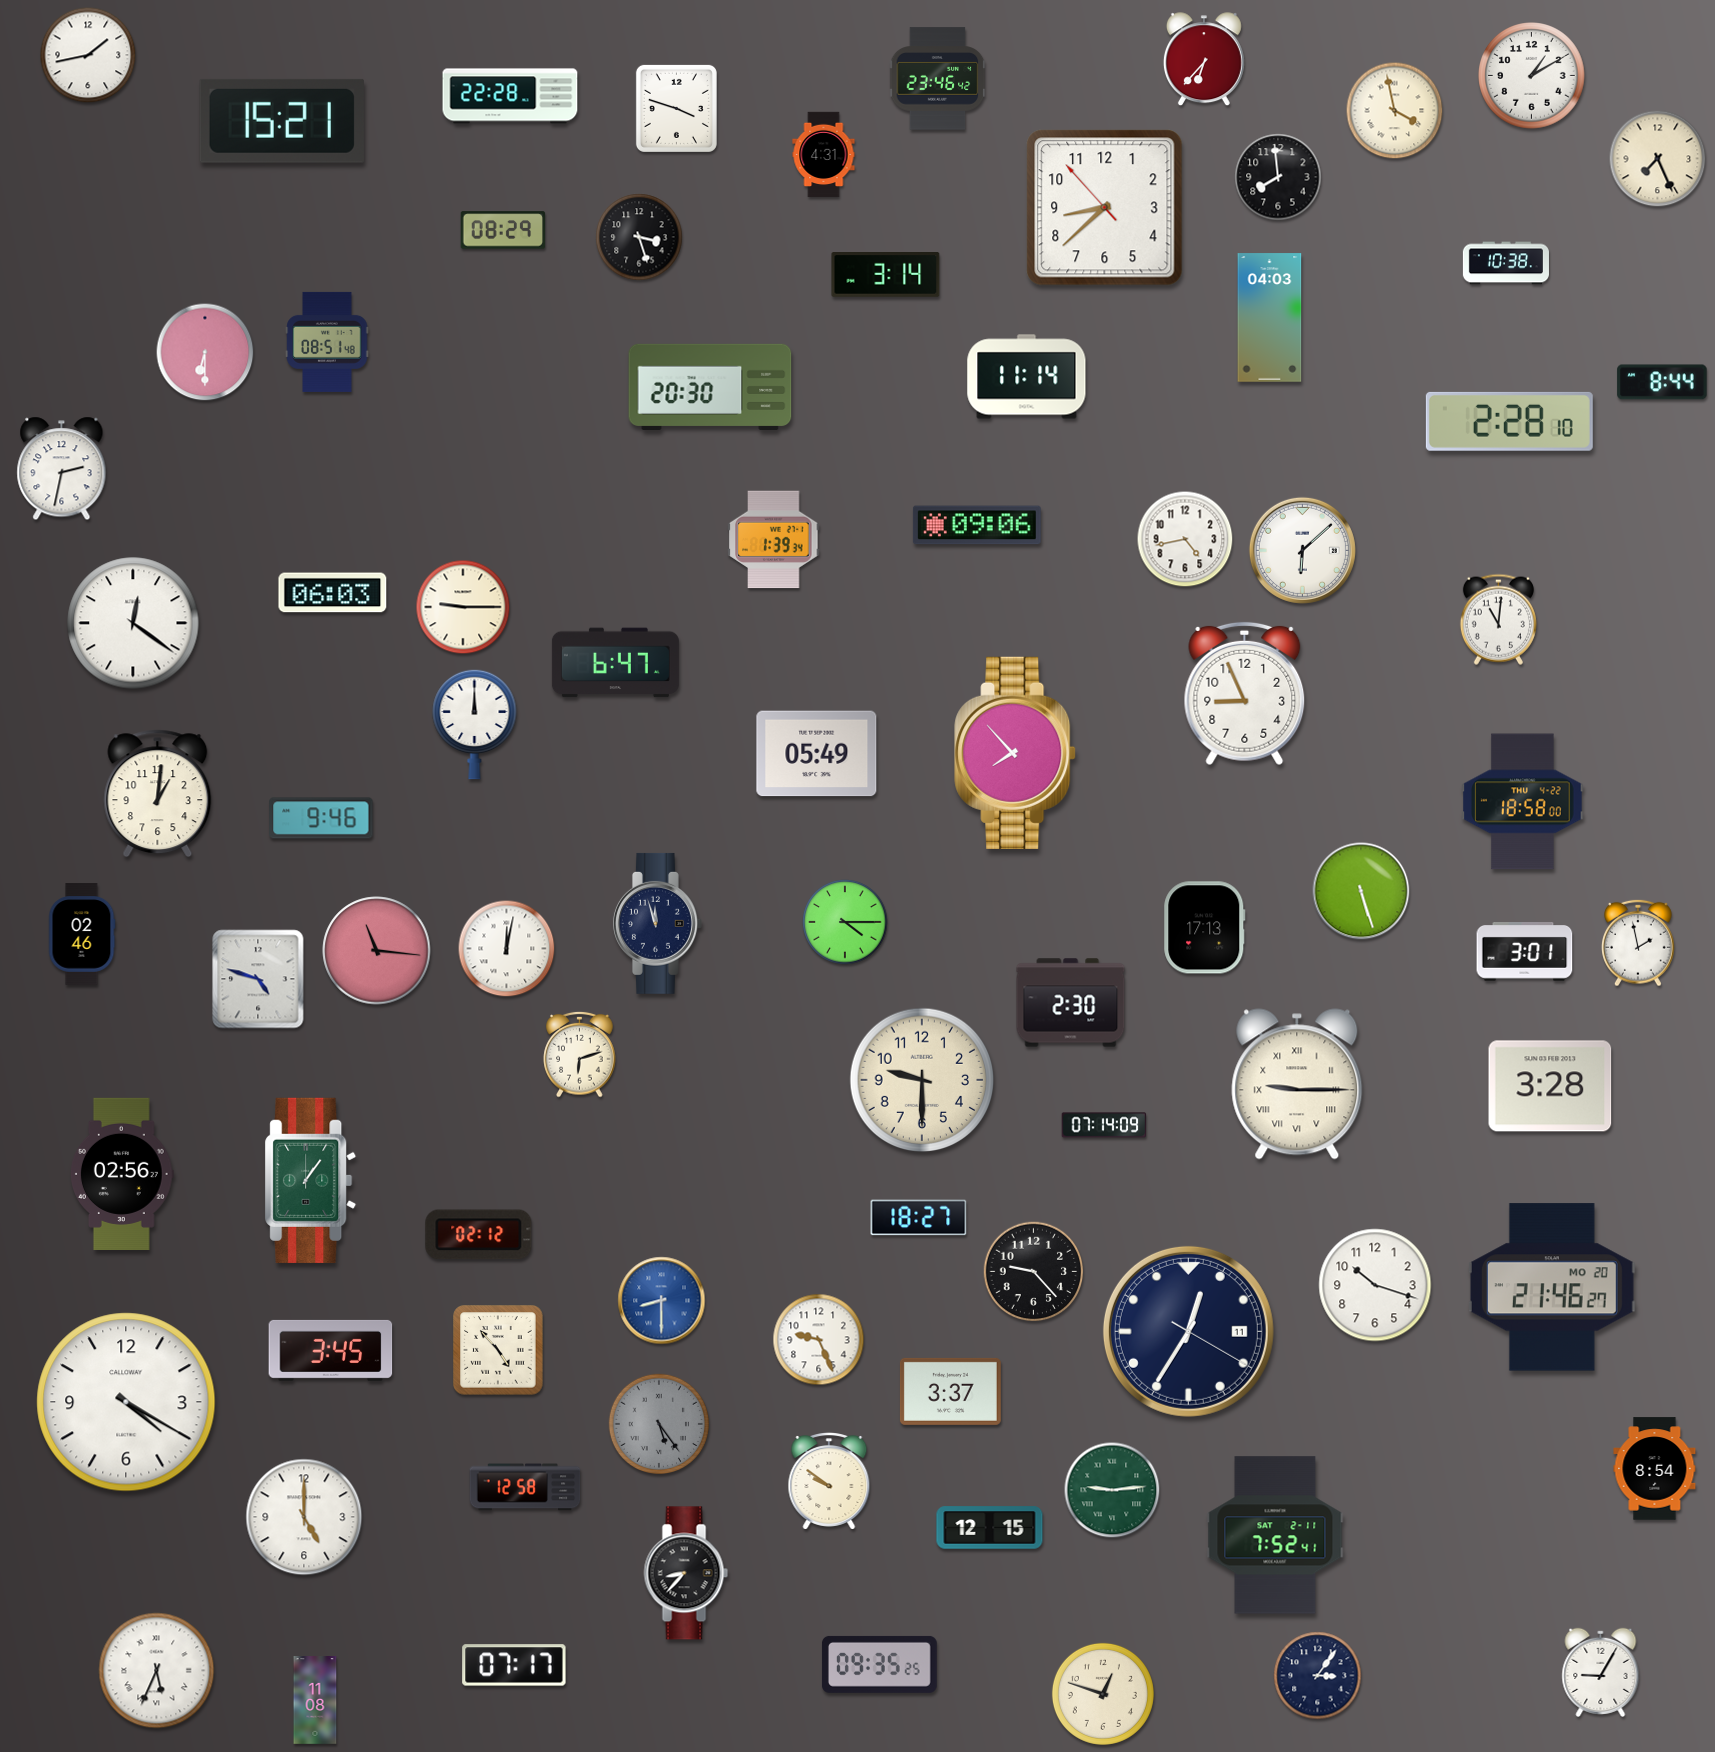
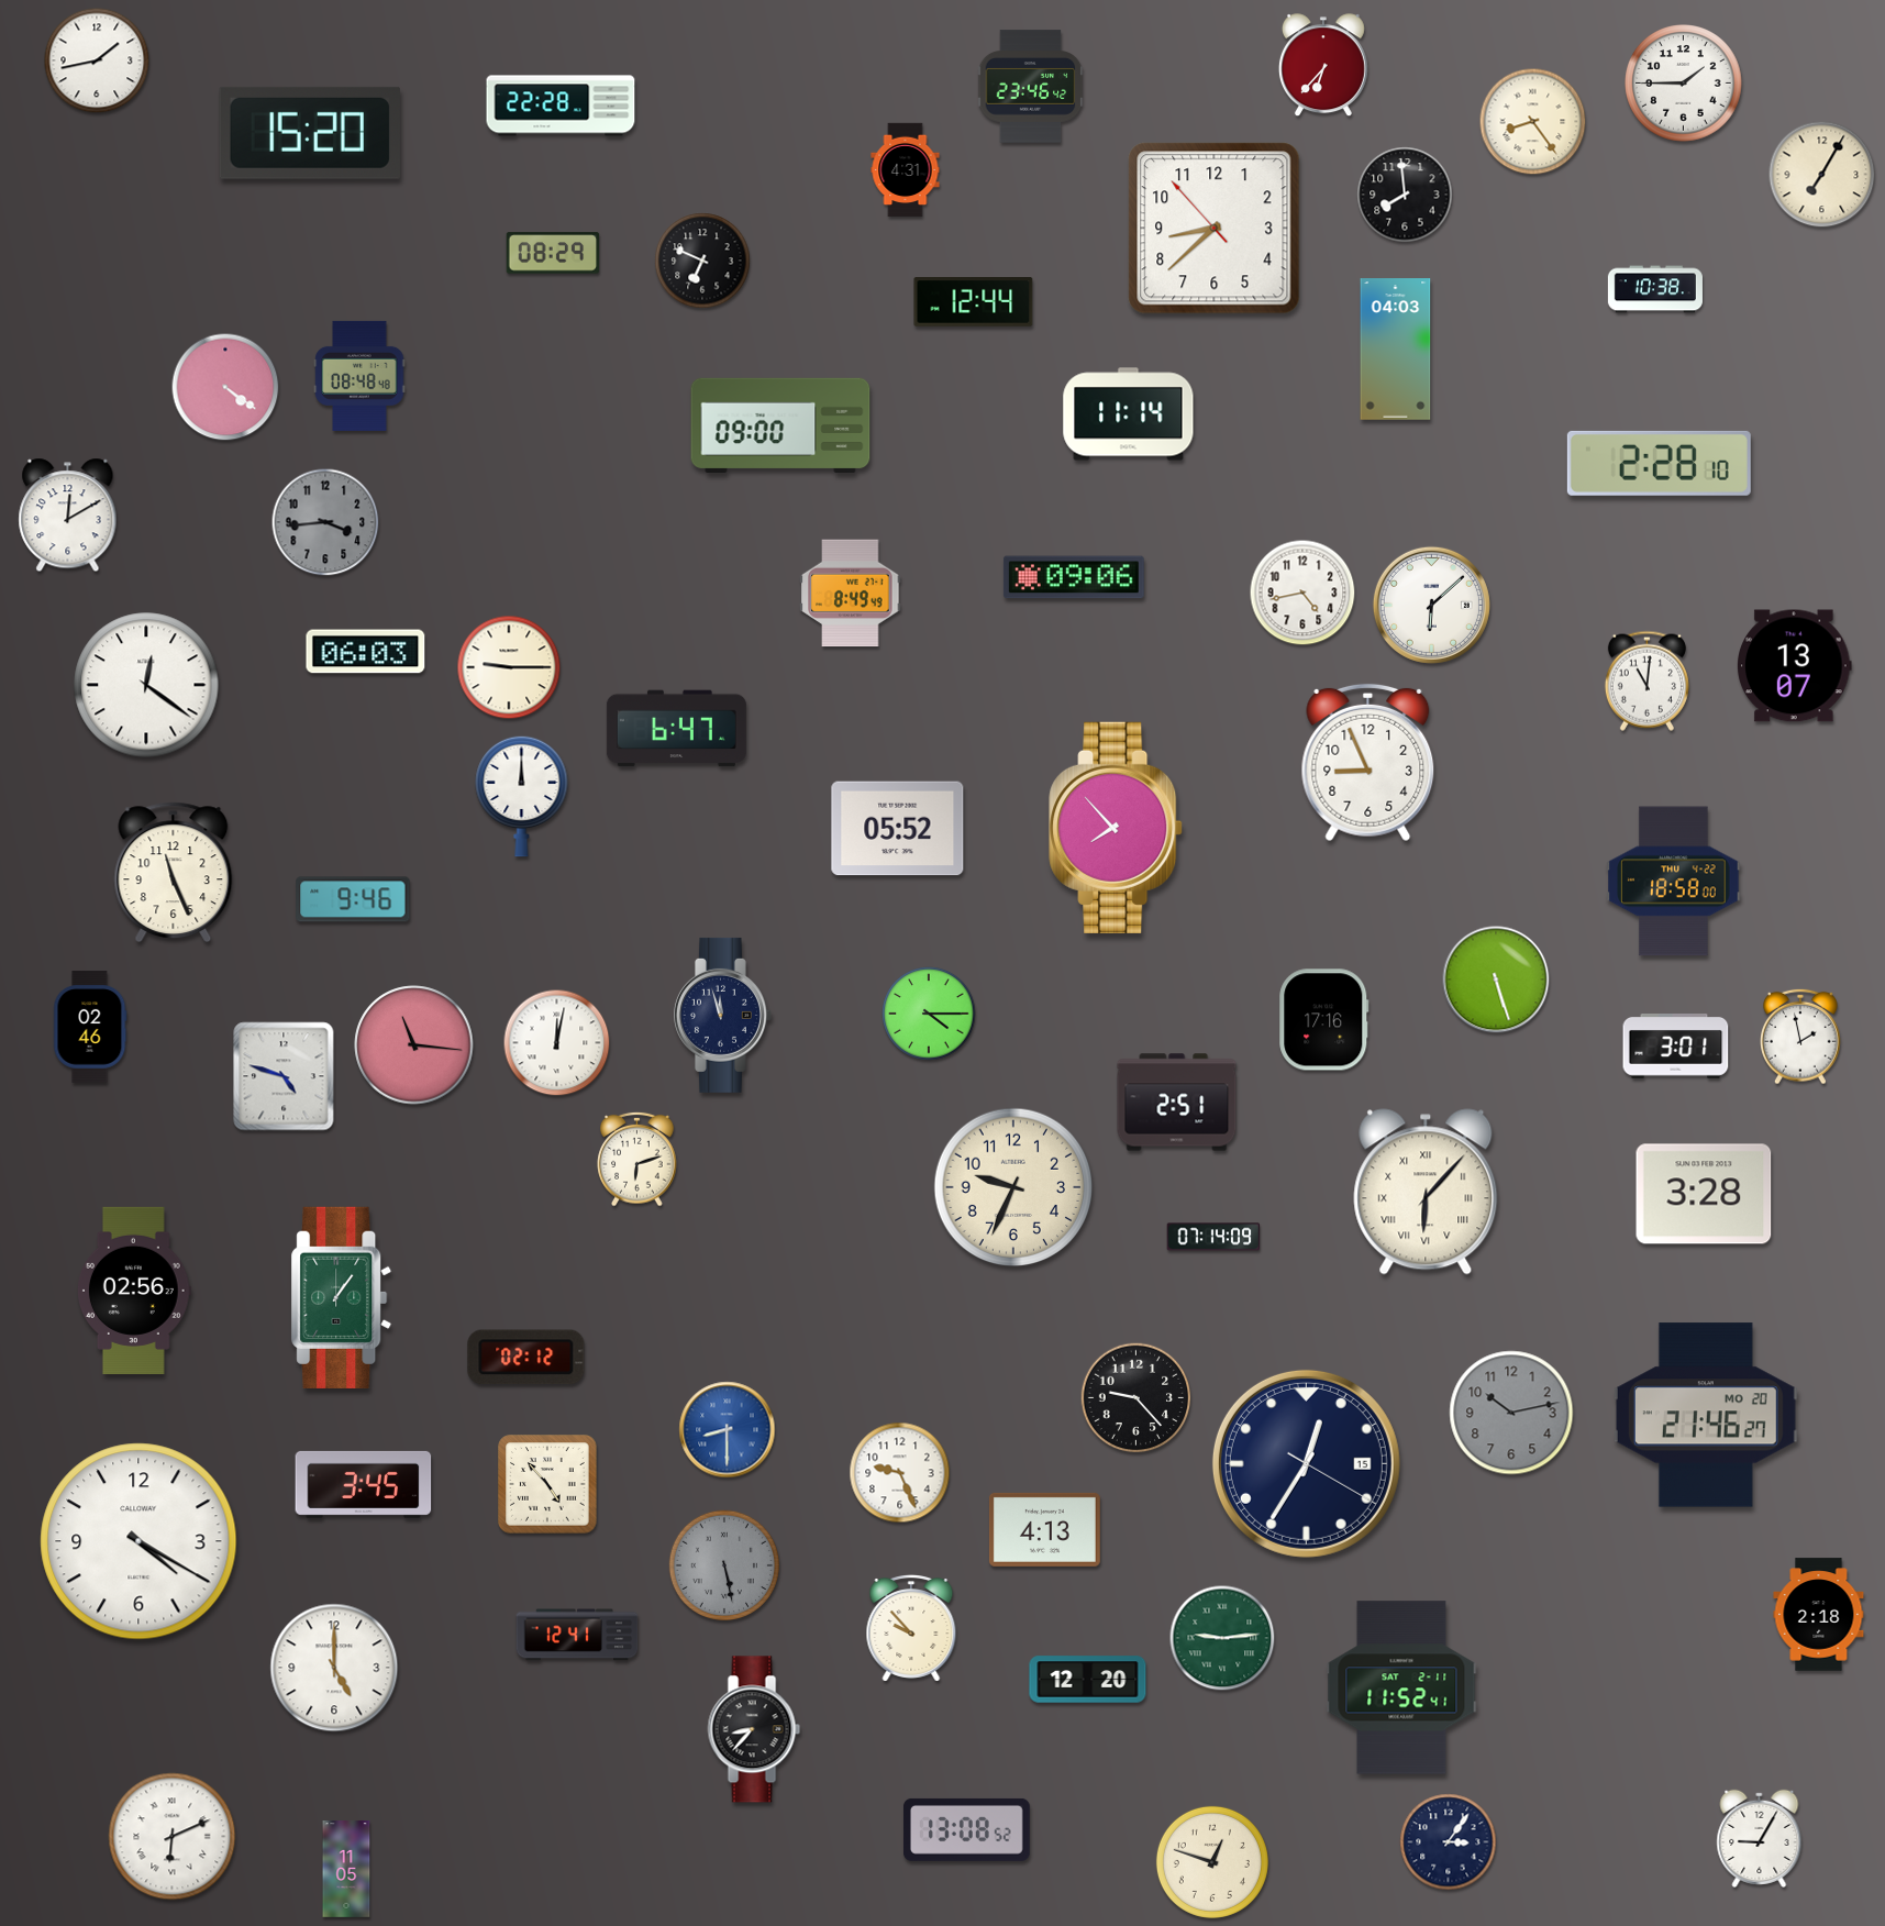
clock at (1532, 76): 1:10 -> 1:45
clock at (676, 108): 3:48 -> none
clock at (1395, 111): 3:58 -> 8:24
clock at (282, 121): 15:21 -> 15:20
clock at (1658, 159): 7:26 -> 7:05
clock at (639, 237): 3:27 -> 6:49
clock at (886, 275): 3:14 -> 12:44
clock at (327, 342): 08:51 -> 08:48
clock at (205, 352): 6:30 -> 4:21
clock at (1662, 382): 8:44 -> none
clock at (710, 386): 20:30 -> 09:00
clock at (62, 469): 2:32 -> 12:10
clock at (325, 522): none -> 3:44
clock at (774, 540): 1:39 -> 8:49
clock at (1795, 666): none -> 13:07
clock at (817, 754): 05:49 -> 05:52
clock at (158, 794): 1:01 -> 11:26
clock at (1205, 928): 17:13 -> 17:16
clock at (1071, 1003): 2:30 -> 2:51
clock at (922, 1080): 9:30 -> 9:34
clock at (1297, 1084): 9:15 -> 6:07
clock at (919, 1218): 18:27 -> none
clock at (1375, 1285): 10:18 -> 10:13
clock at (1375, 1285) dial: white -> grey
clock at (1188, 1331) date: 11 -> 15
clock at (950, 1391): 3:37 -> 4:13
clock at (658, 1423): 5:24 -> 5:28
clock at (1655, 1469): 8:54 -> 2:18
clock at (829, 1482): 9:51 -> 9:53
clock at (525, 1487): 12:58 -> 12:41
clock at (990, 1528): 12:15 -> 12:20
clock at (1275, 1535): 7:52 -> 11:52
clock at (880, 1664): 09:35 -> 13:08
clock at (514, 1665): 07:17 -> none
clock at (157, 1671): 5:34 -> 6:11
clock at (315, 1700): 11:08 -> 11:05
